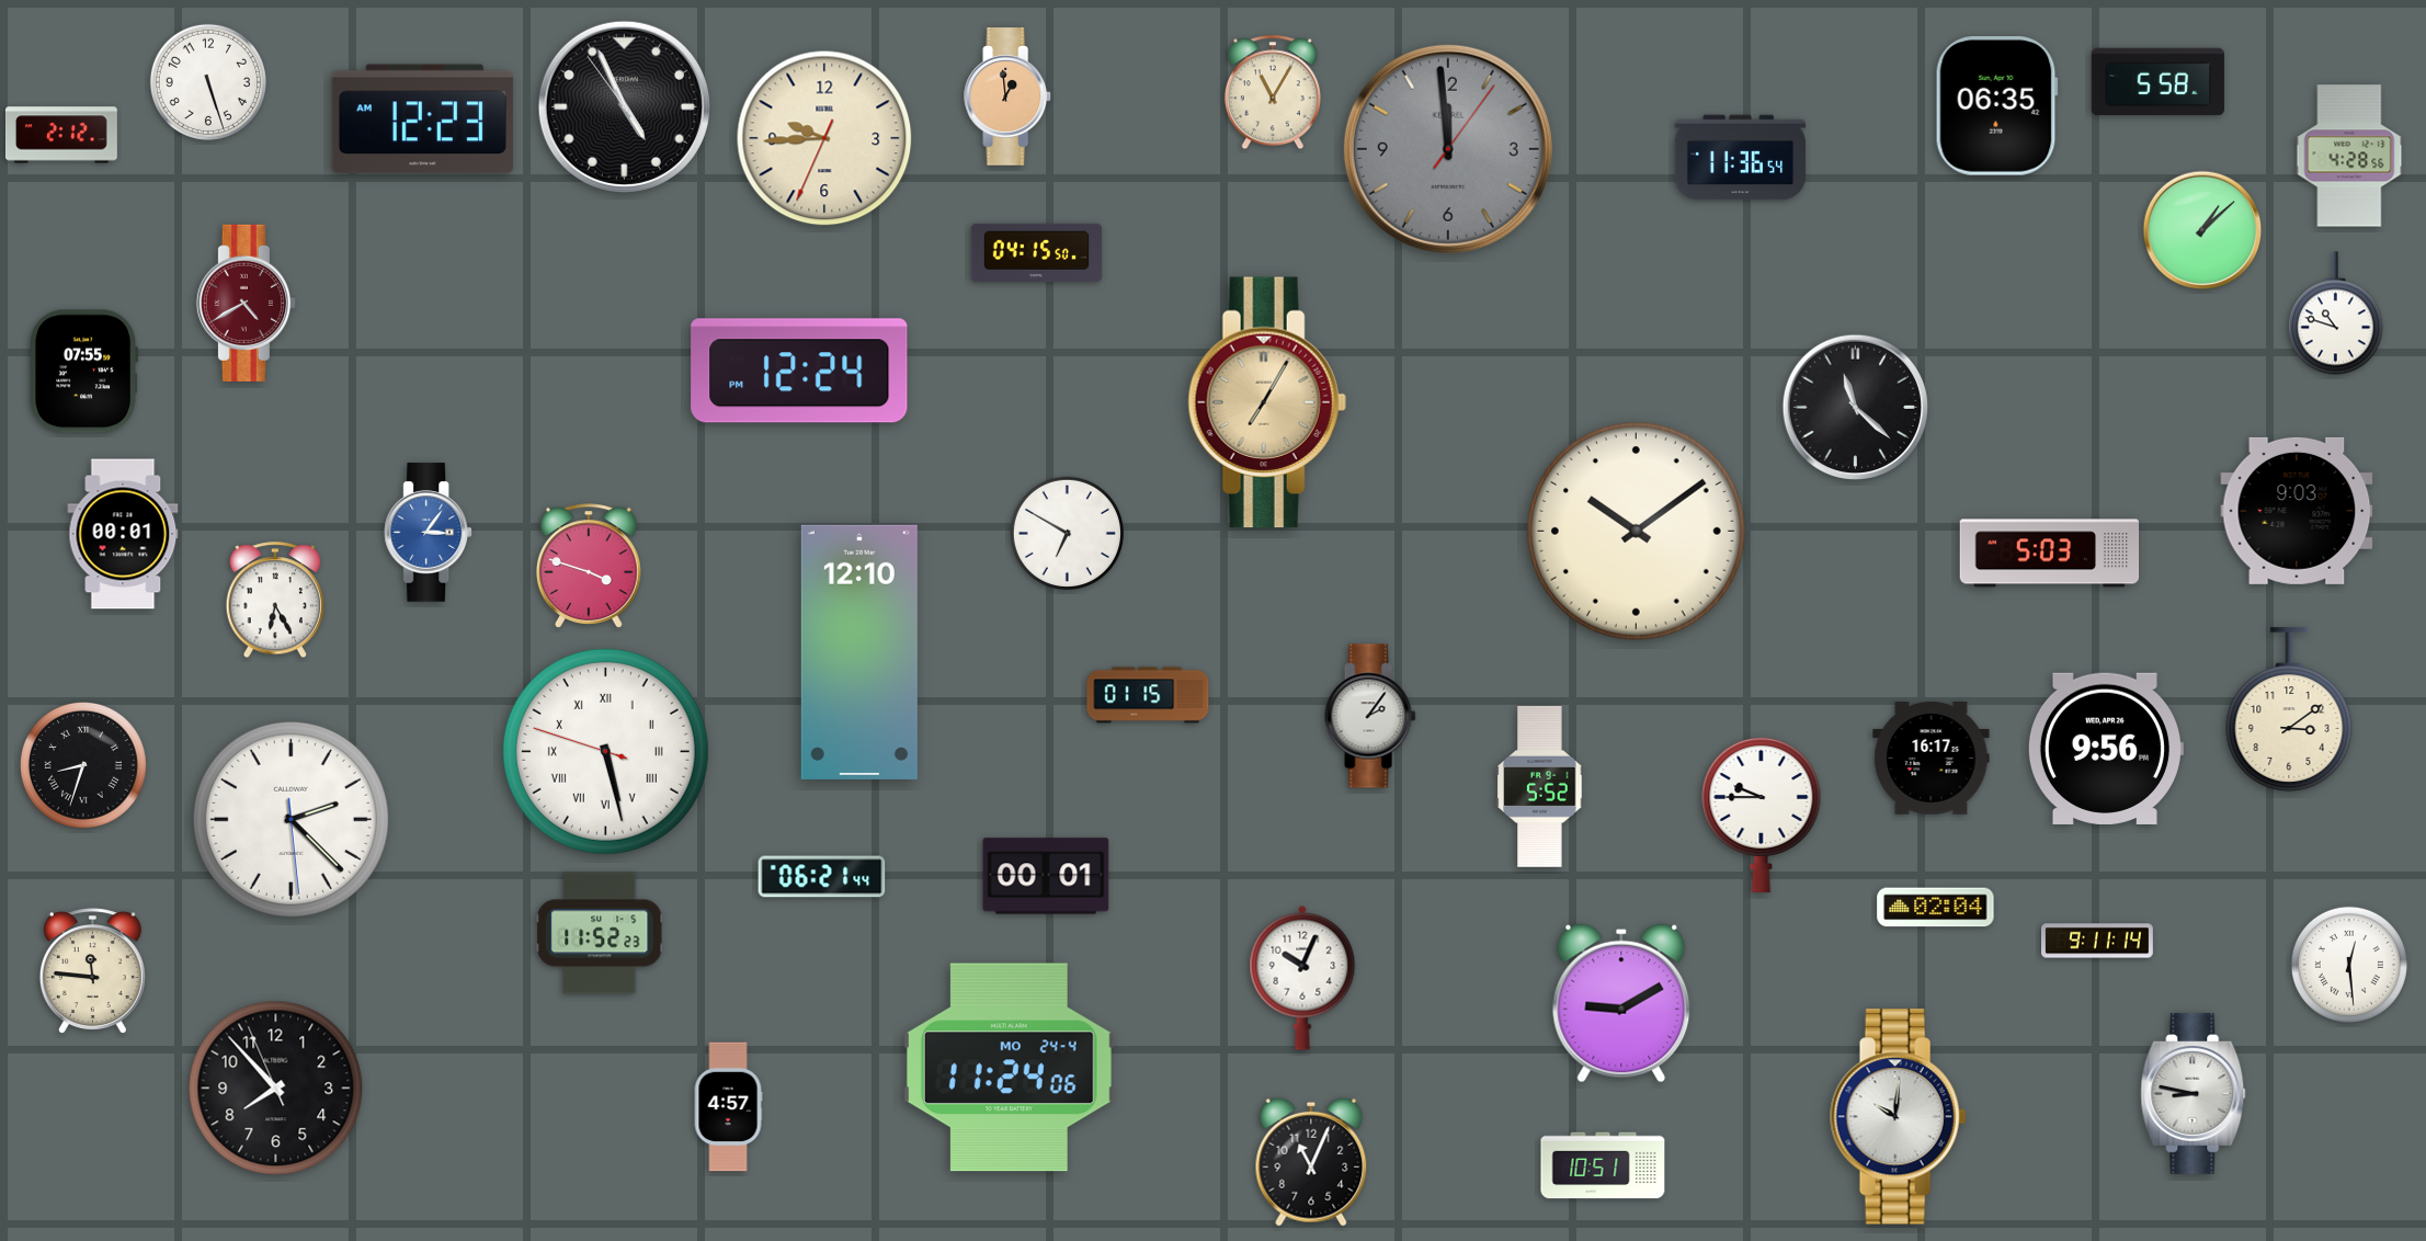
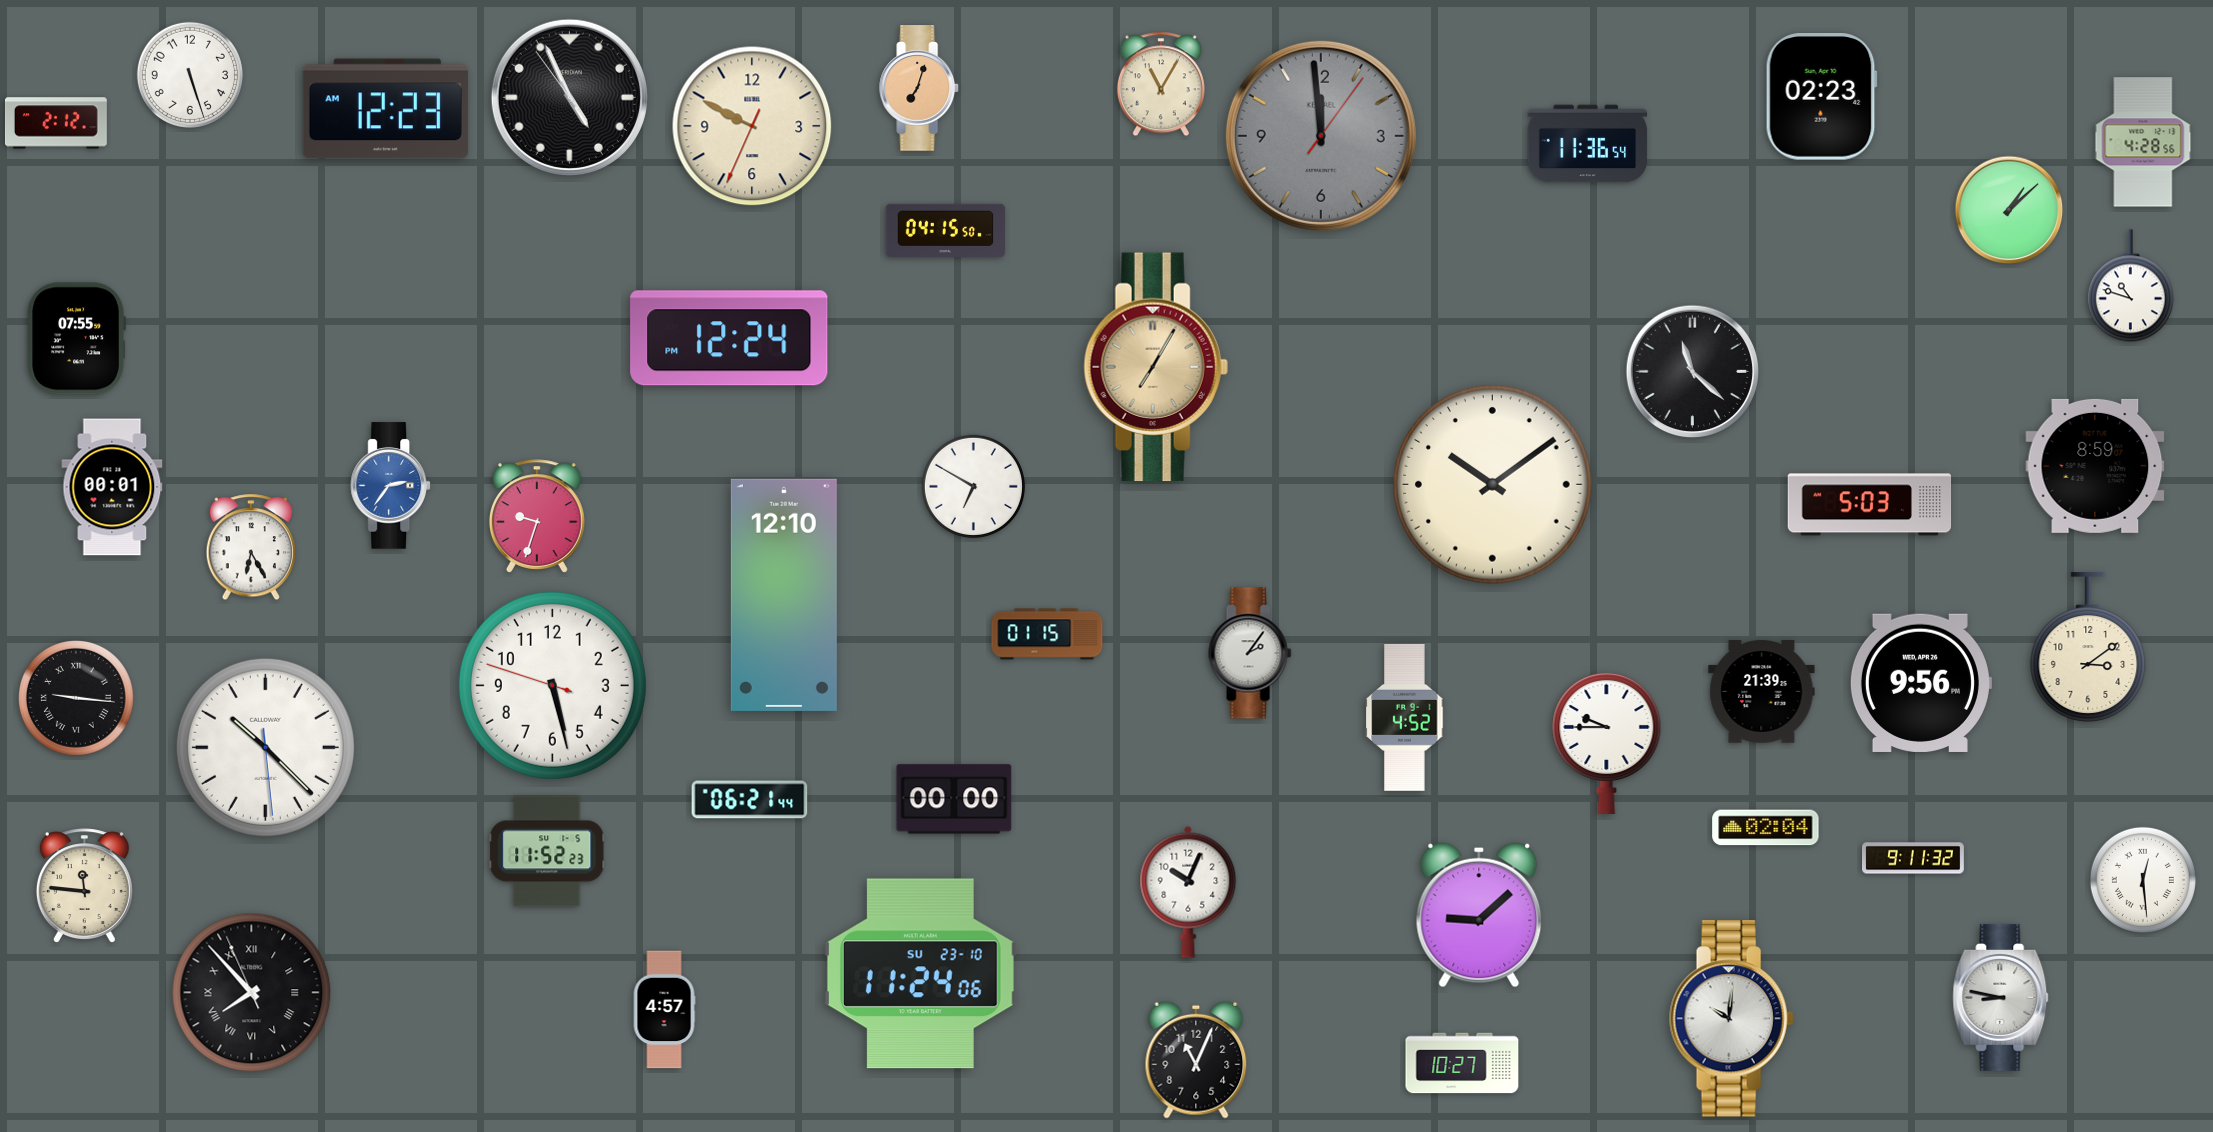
clock at (2157, 82): 5:58 -> none
clock at (1009, 96): 12:59 -> 7:03
clock at (1996, 106): 06:35 -> 02:23
clock at (824, 138): 9:44 -> 9:49
clock at (246, 303): 4:40 -> none
clock at (2297, 511): 9:03 -> 8:59
clock at (429, 533): 3:06 -> 2:36
clock at (589, 566): 3:48 -> 9:33
clock at (605, 751) numerals: Roman -> Arabic
clock at (1932, 759): 16:17 -> 21:39
clock at (83, 765): 8:33 -> 9:16
clock at (1540, 786): 5:52 -> 4:52
clock at (291, 819): 2:22 -> 10:22
clock at (1046, 876): 00:01 -> 00:00
clock at (2098, 941): 9:11:14 -> 9:11:32
clock at (1621, 1003): 9:10 -> 9:08
clock at (1009, 1068) date: MO 24-4 -> SU 23-10
clock at (276, 1089) numerals: Arabic -> Roman
clock at (1603, 1165): 10:51 -> 10:27
